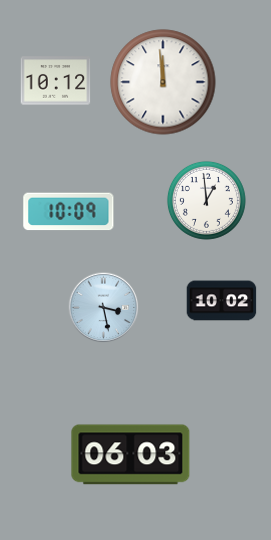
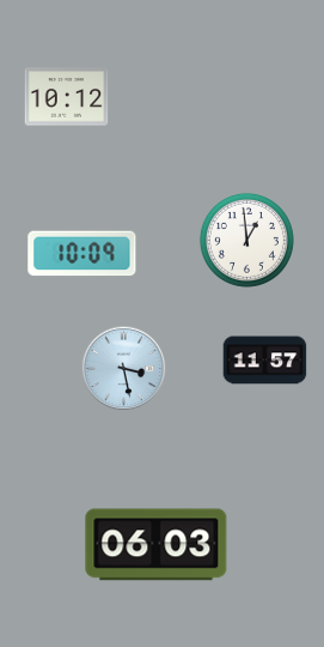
clock at (163, 82): 11:59 -> none
clock at (222, 301): 10:02 -> 11:57
